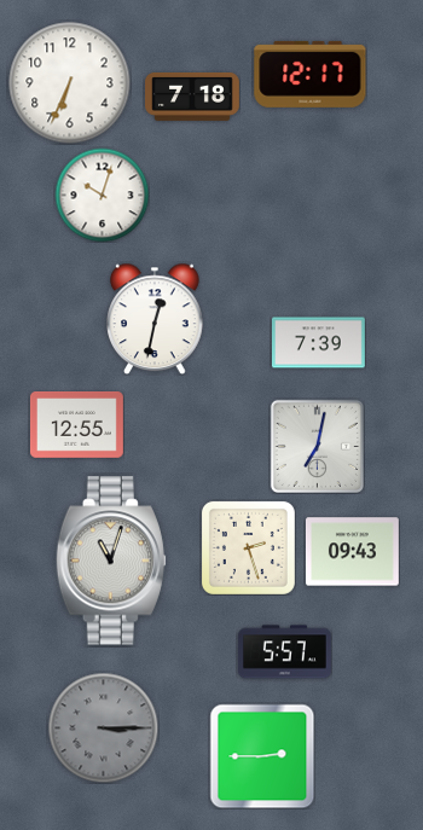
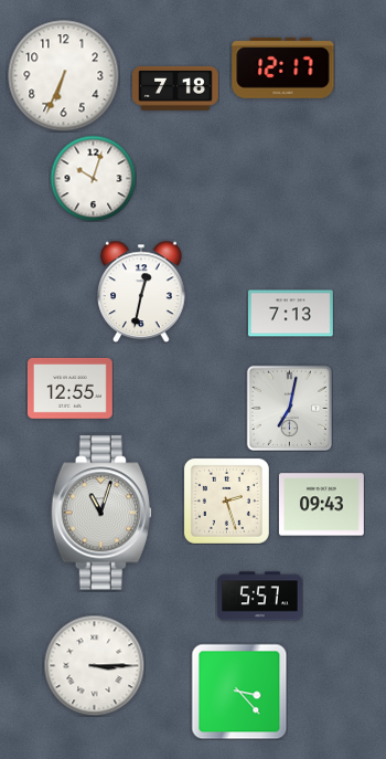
clock at (318, 343): 7:39 -> 7:13
clock at (103, 727) dial: grey -> white
clock at (262, 756): 2:45 -> 3:23
